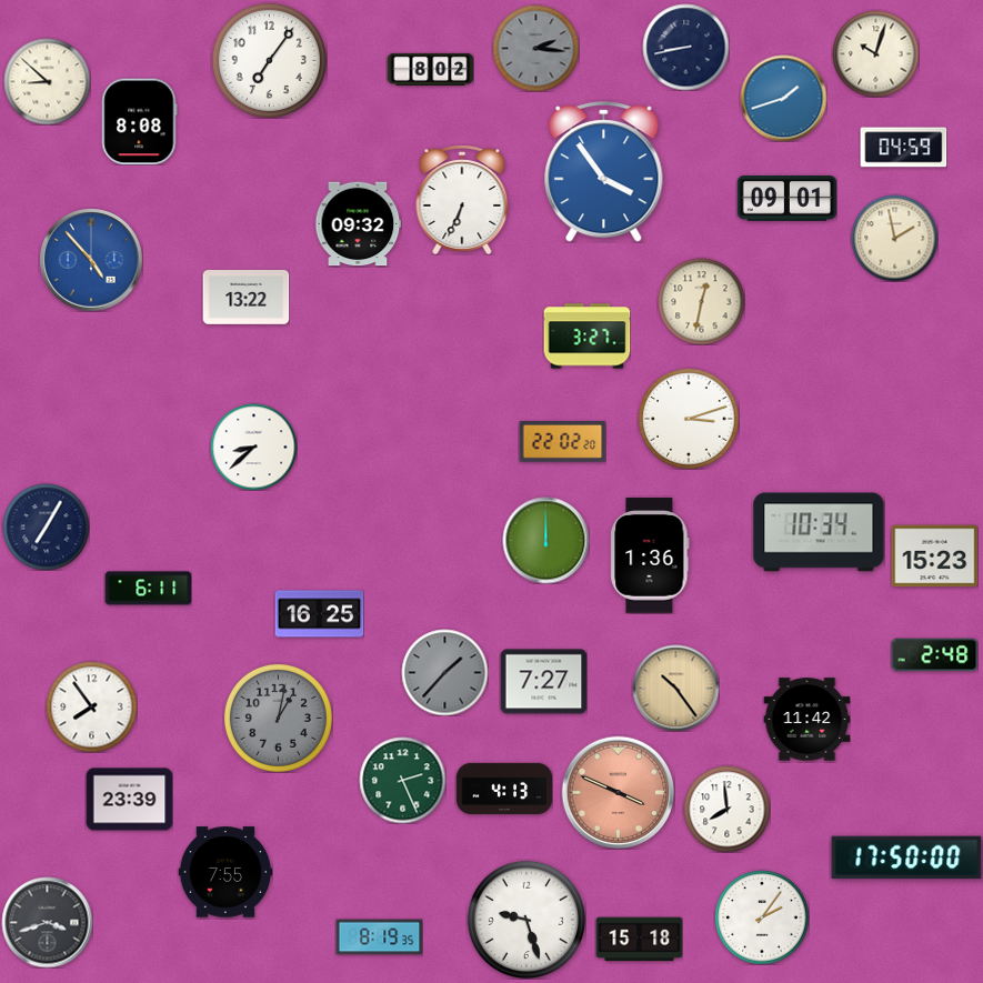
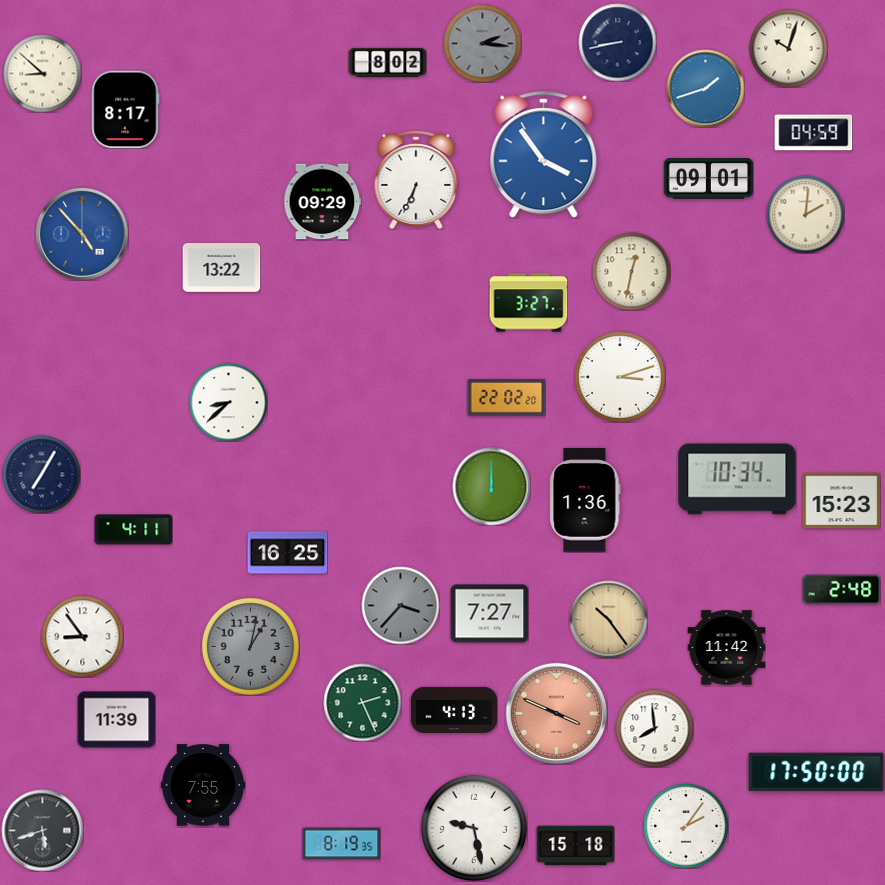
clock at (269, 60): 7:06 -> none
clock at (140, 121): 8:08 -> 8:17
clock at (358, 224): 09:32 -> 09:29
clock at (894, 238): 1:58 -> 2:01
clock at (148, 589): 6:11 -> 4:11
clock at (444, 672): 1:37 -> 3:37
clock at (91, 706): 7:54 -> 8:54
clock at (129, 800): 23:39 -> 11:39
clock at (526, 920): 9:27 -> 9:28
clock at (47, 922): 3:42 -> 5:42
